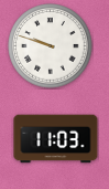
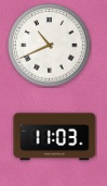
clock at (51, 46): 9:48 -> 10:41
